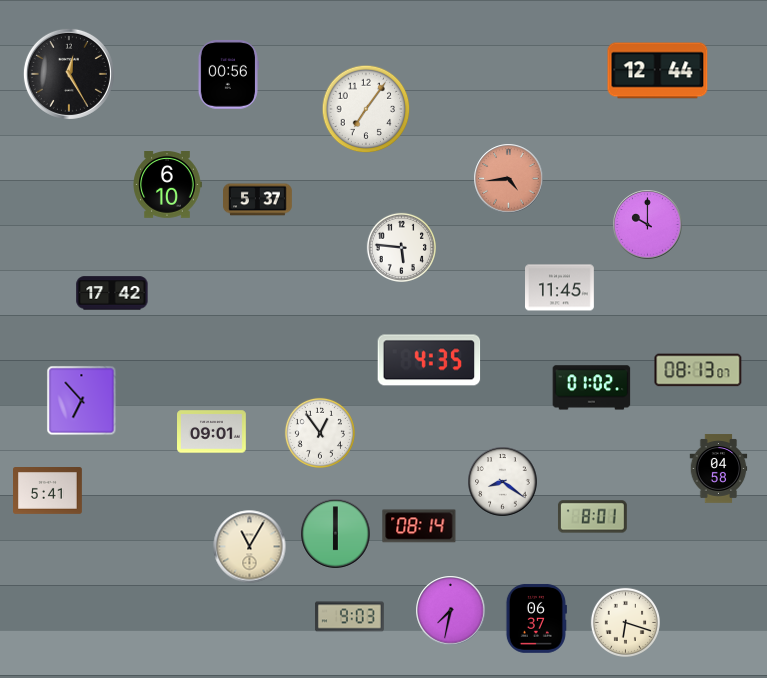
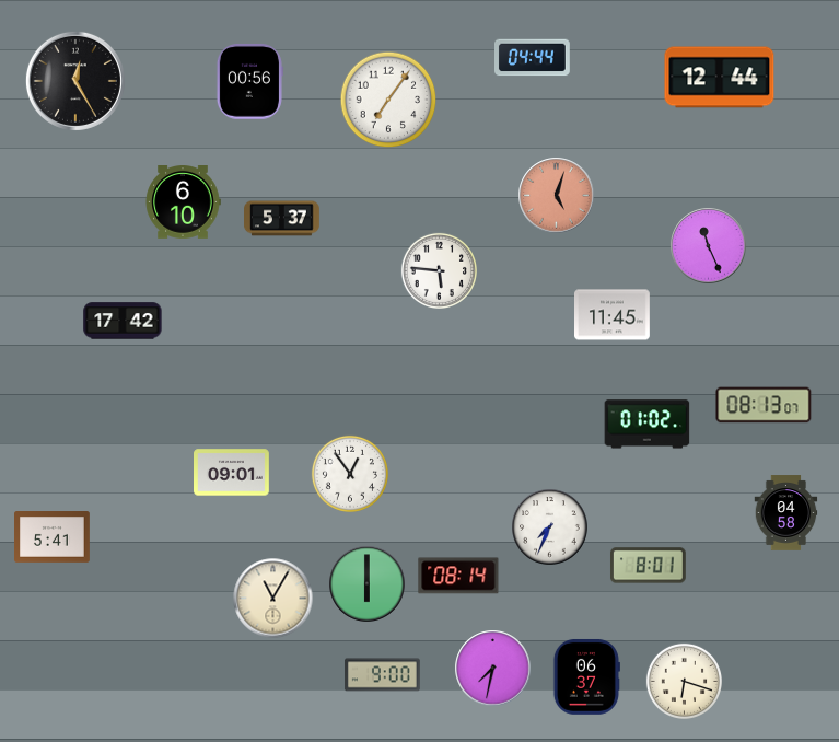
clock at (533, 58): none -> 04:44
clock at (366, 109) position: (366, 109) -> (388, 100)
clock at (509, 179): 4:44 -> 5:03
clock at (648, 225): 10:00 -> 11:26
clock at (429, 360): 4:35 -> none
clock at (82, 401): 6:53 -> none
clock at (503, 482): 8:21 -> 7:34
clock at (350, 617): 9:03 -> 9:00
